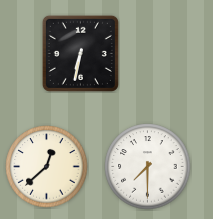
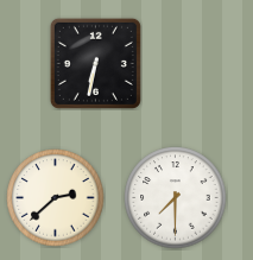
clock at (47, 167): 12:38 -> 2:38
